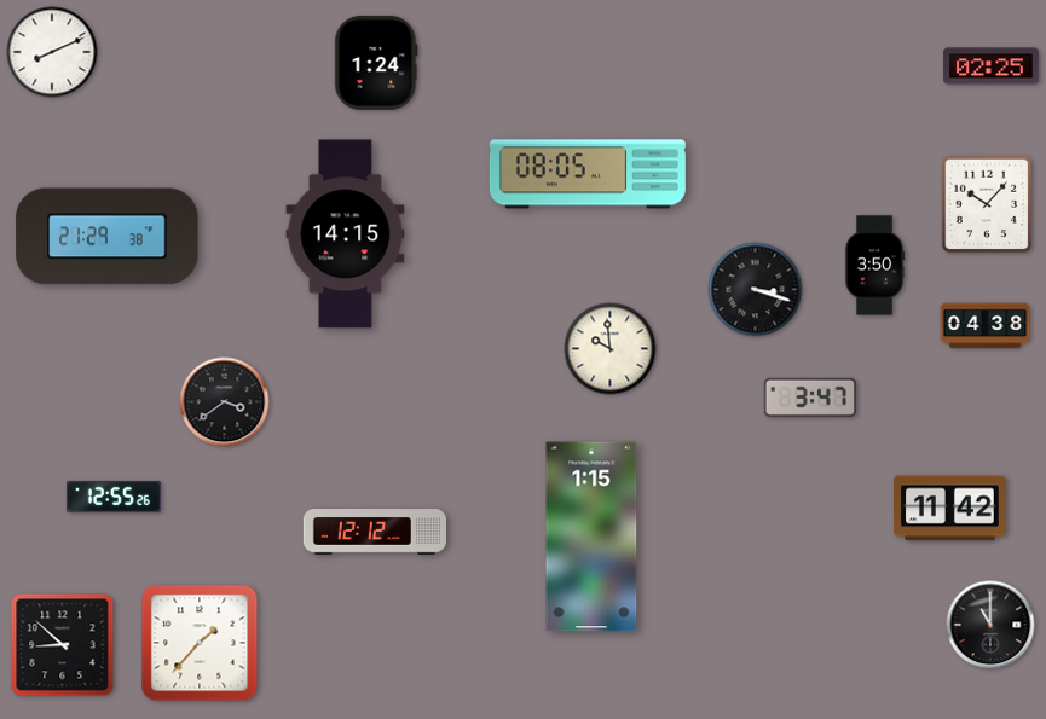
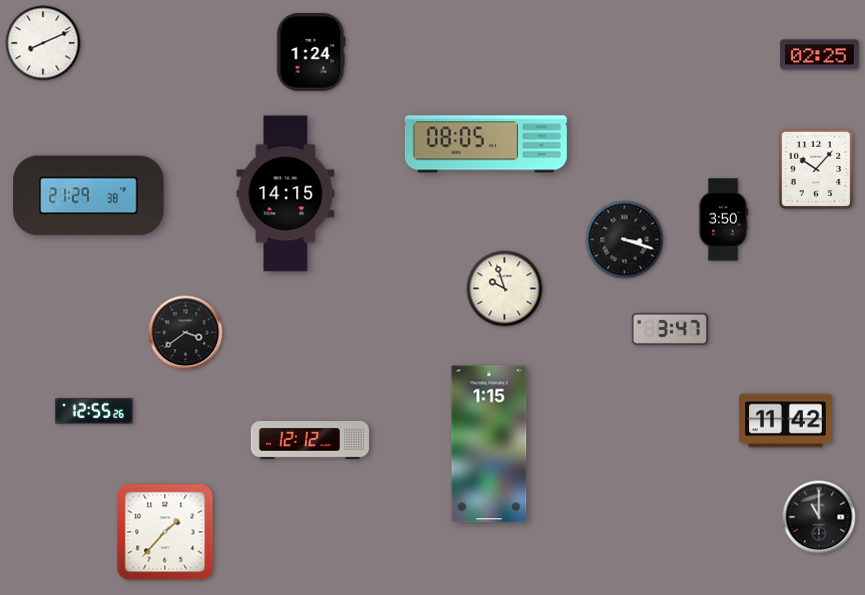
clock at (986, 326): 04:38 -> none
clock at (611, 349): 9:59 -> 9:57
clock at (63, 645): 8:52 -> none
